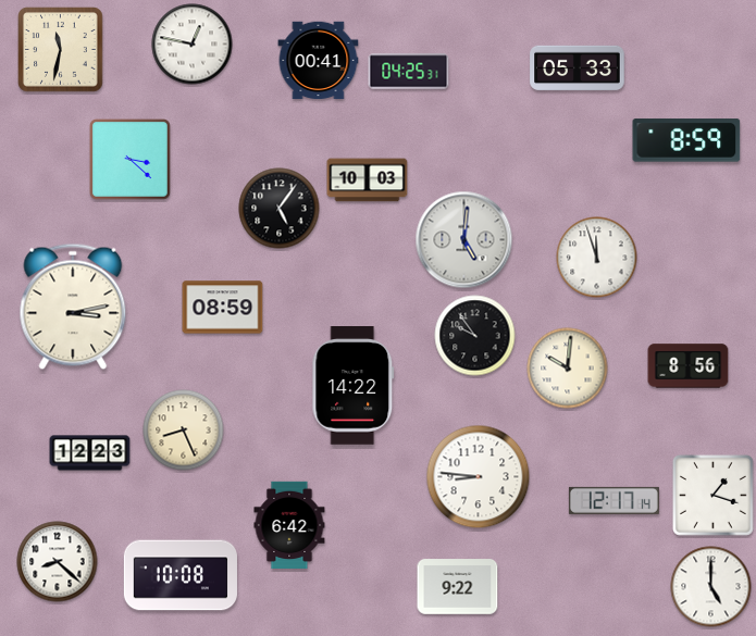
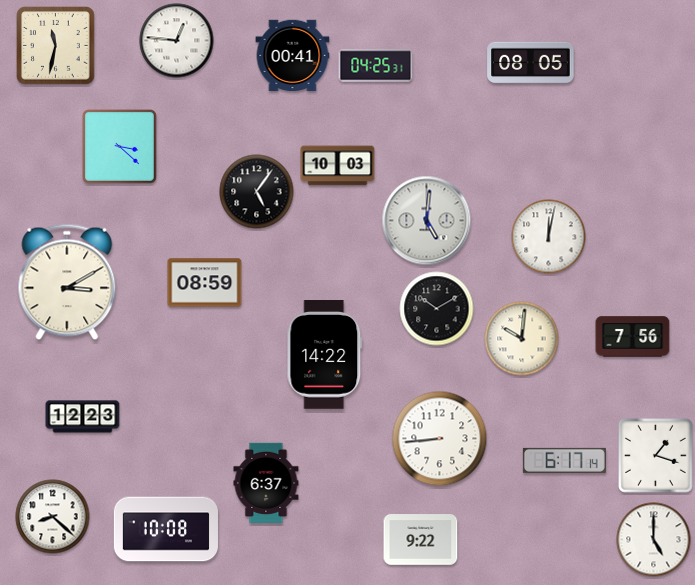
clock at (193, 45): 12:47 -> 12:46
clock at (578, 68): 05:33 -> 08:05
clock at (686, 140): 8:59 -> none
clock at (597, 258): 11:57 -> 12:02
clock at (73, 307): 3:13 -> 3:10
clock at (475, 336): 9:54 -> 10:10
clock at (689, 366): 8:56 -> 7:56
clock at (184, 431): 8:26 -> none
clock at (479, 477): 8:46 -> 8:44
clock at (614, 500): 12:17 -> 6:17
clock at (289, 524): 6:42 -> 6:37
